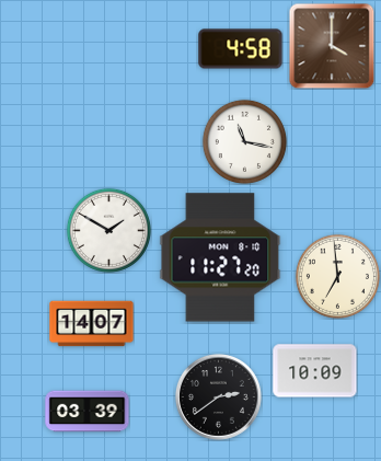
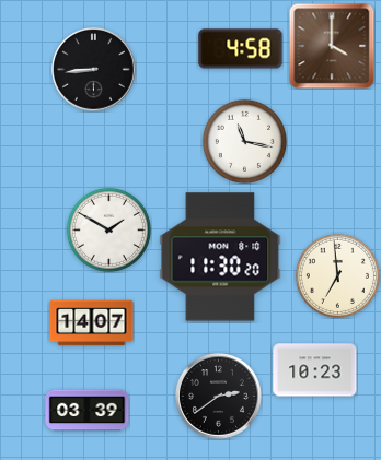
clock at (94, 70): none -> 8:44
clock at (220, 257): 11:27 -> 11:30
clock at (315, 371): 10:09 -> 10:23
